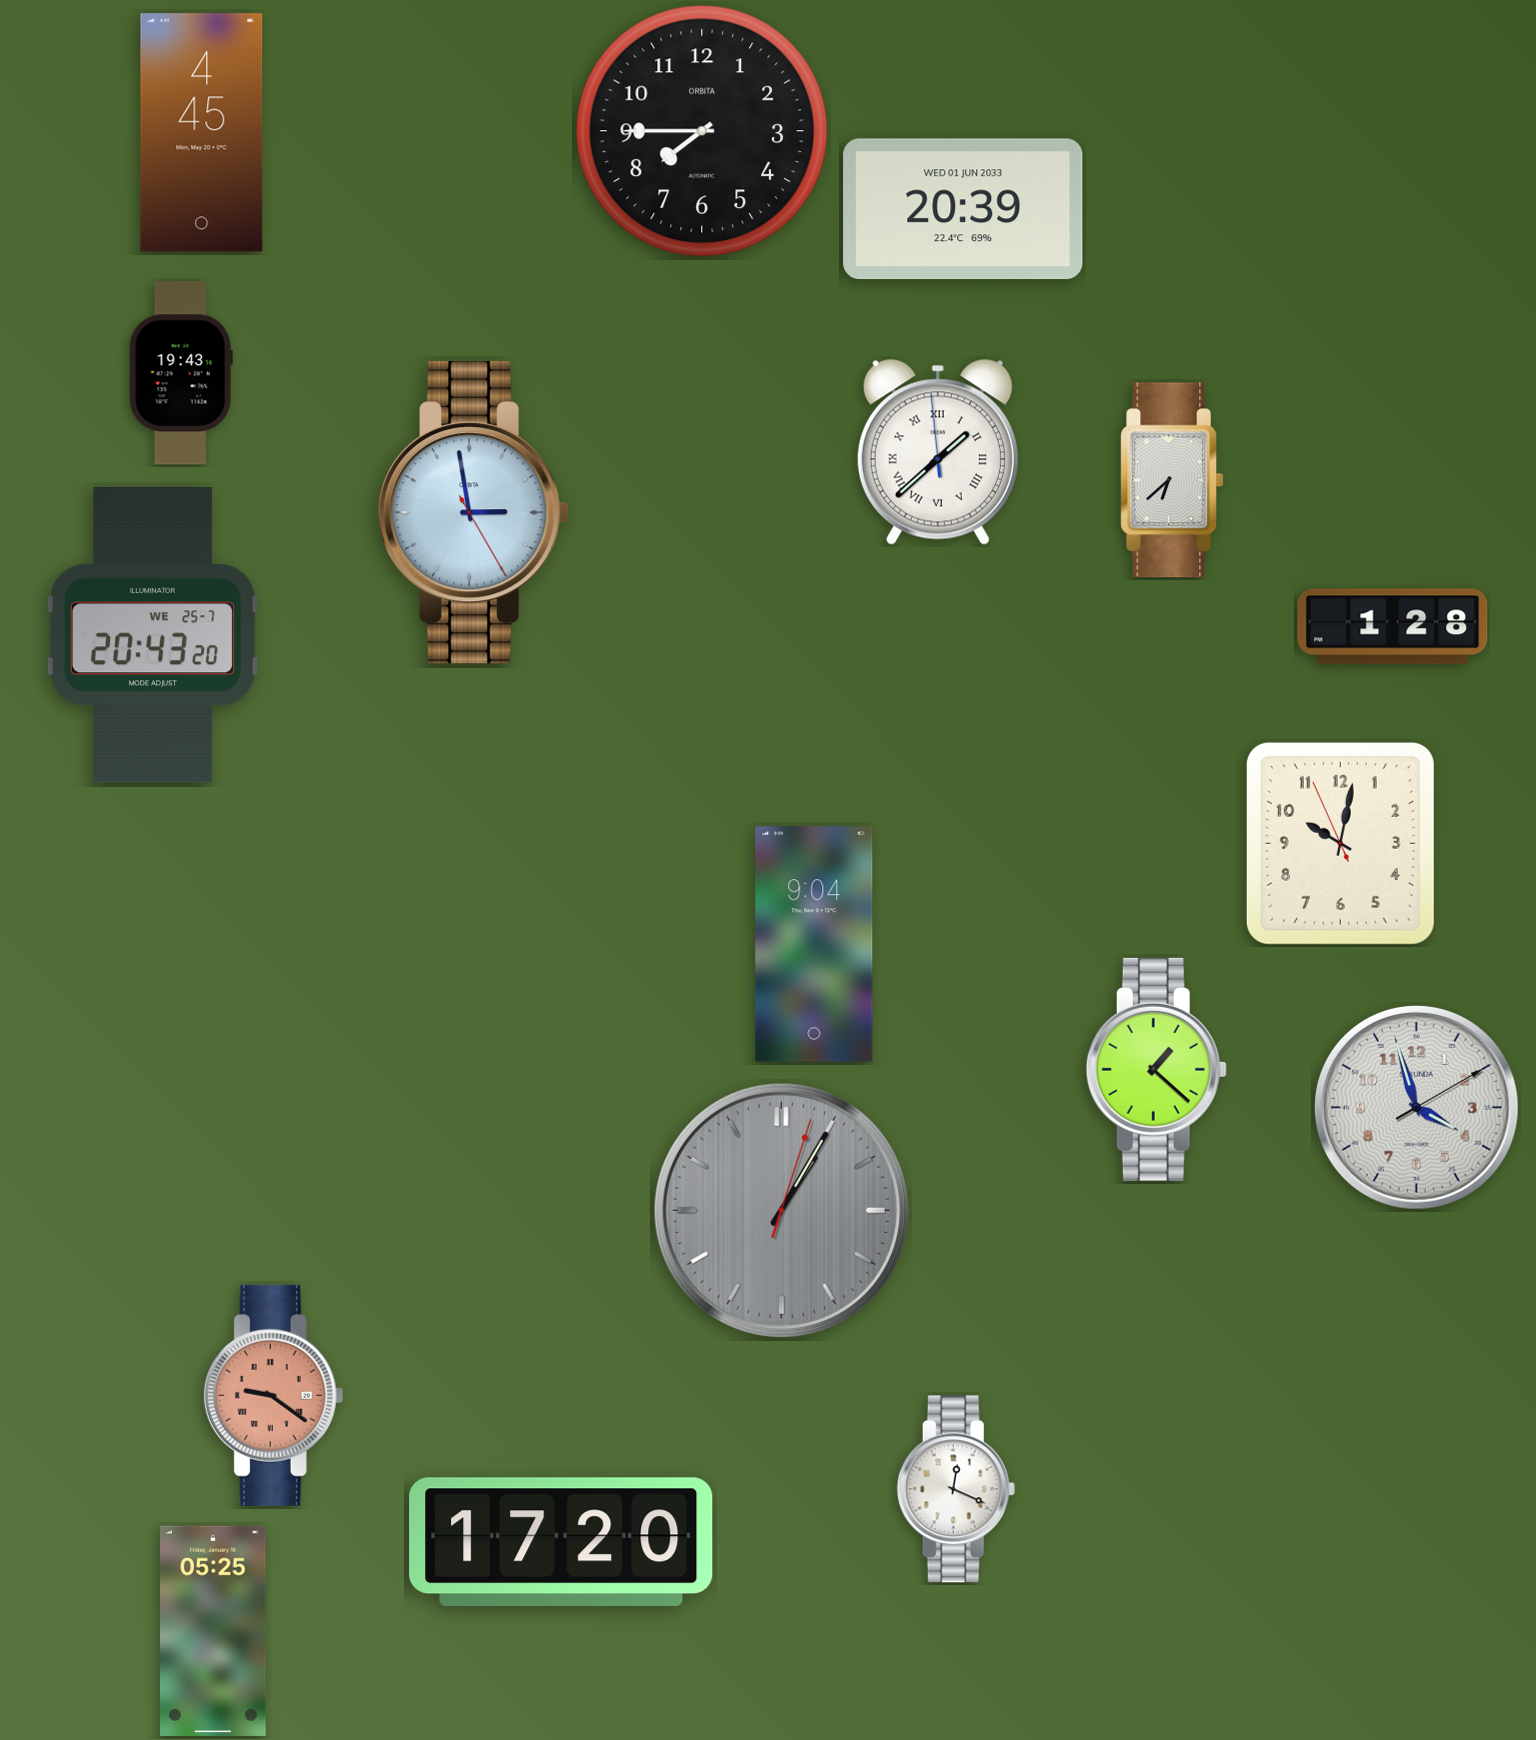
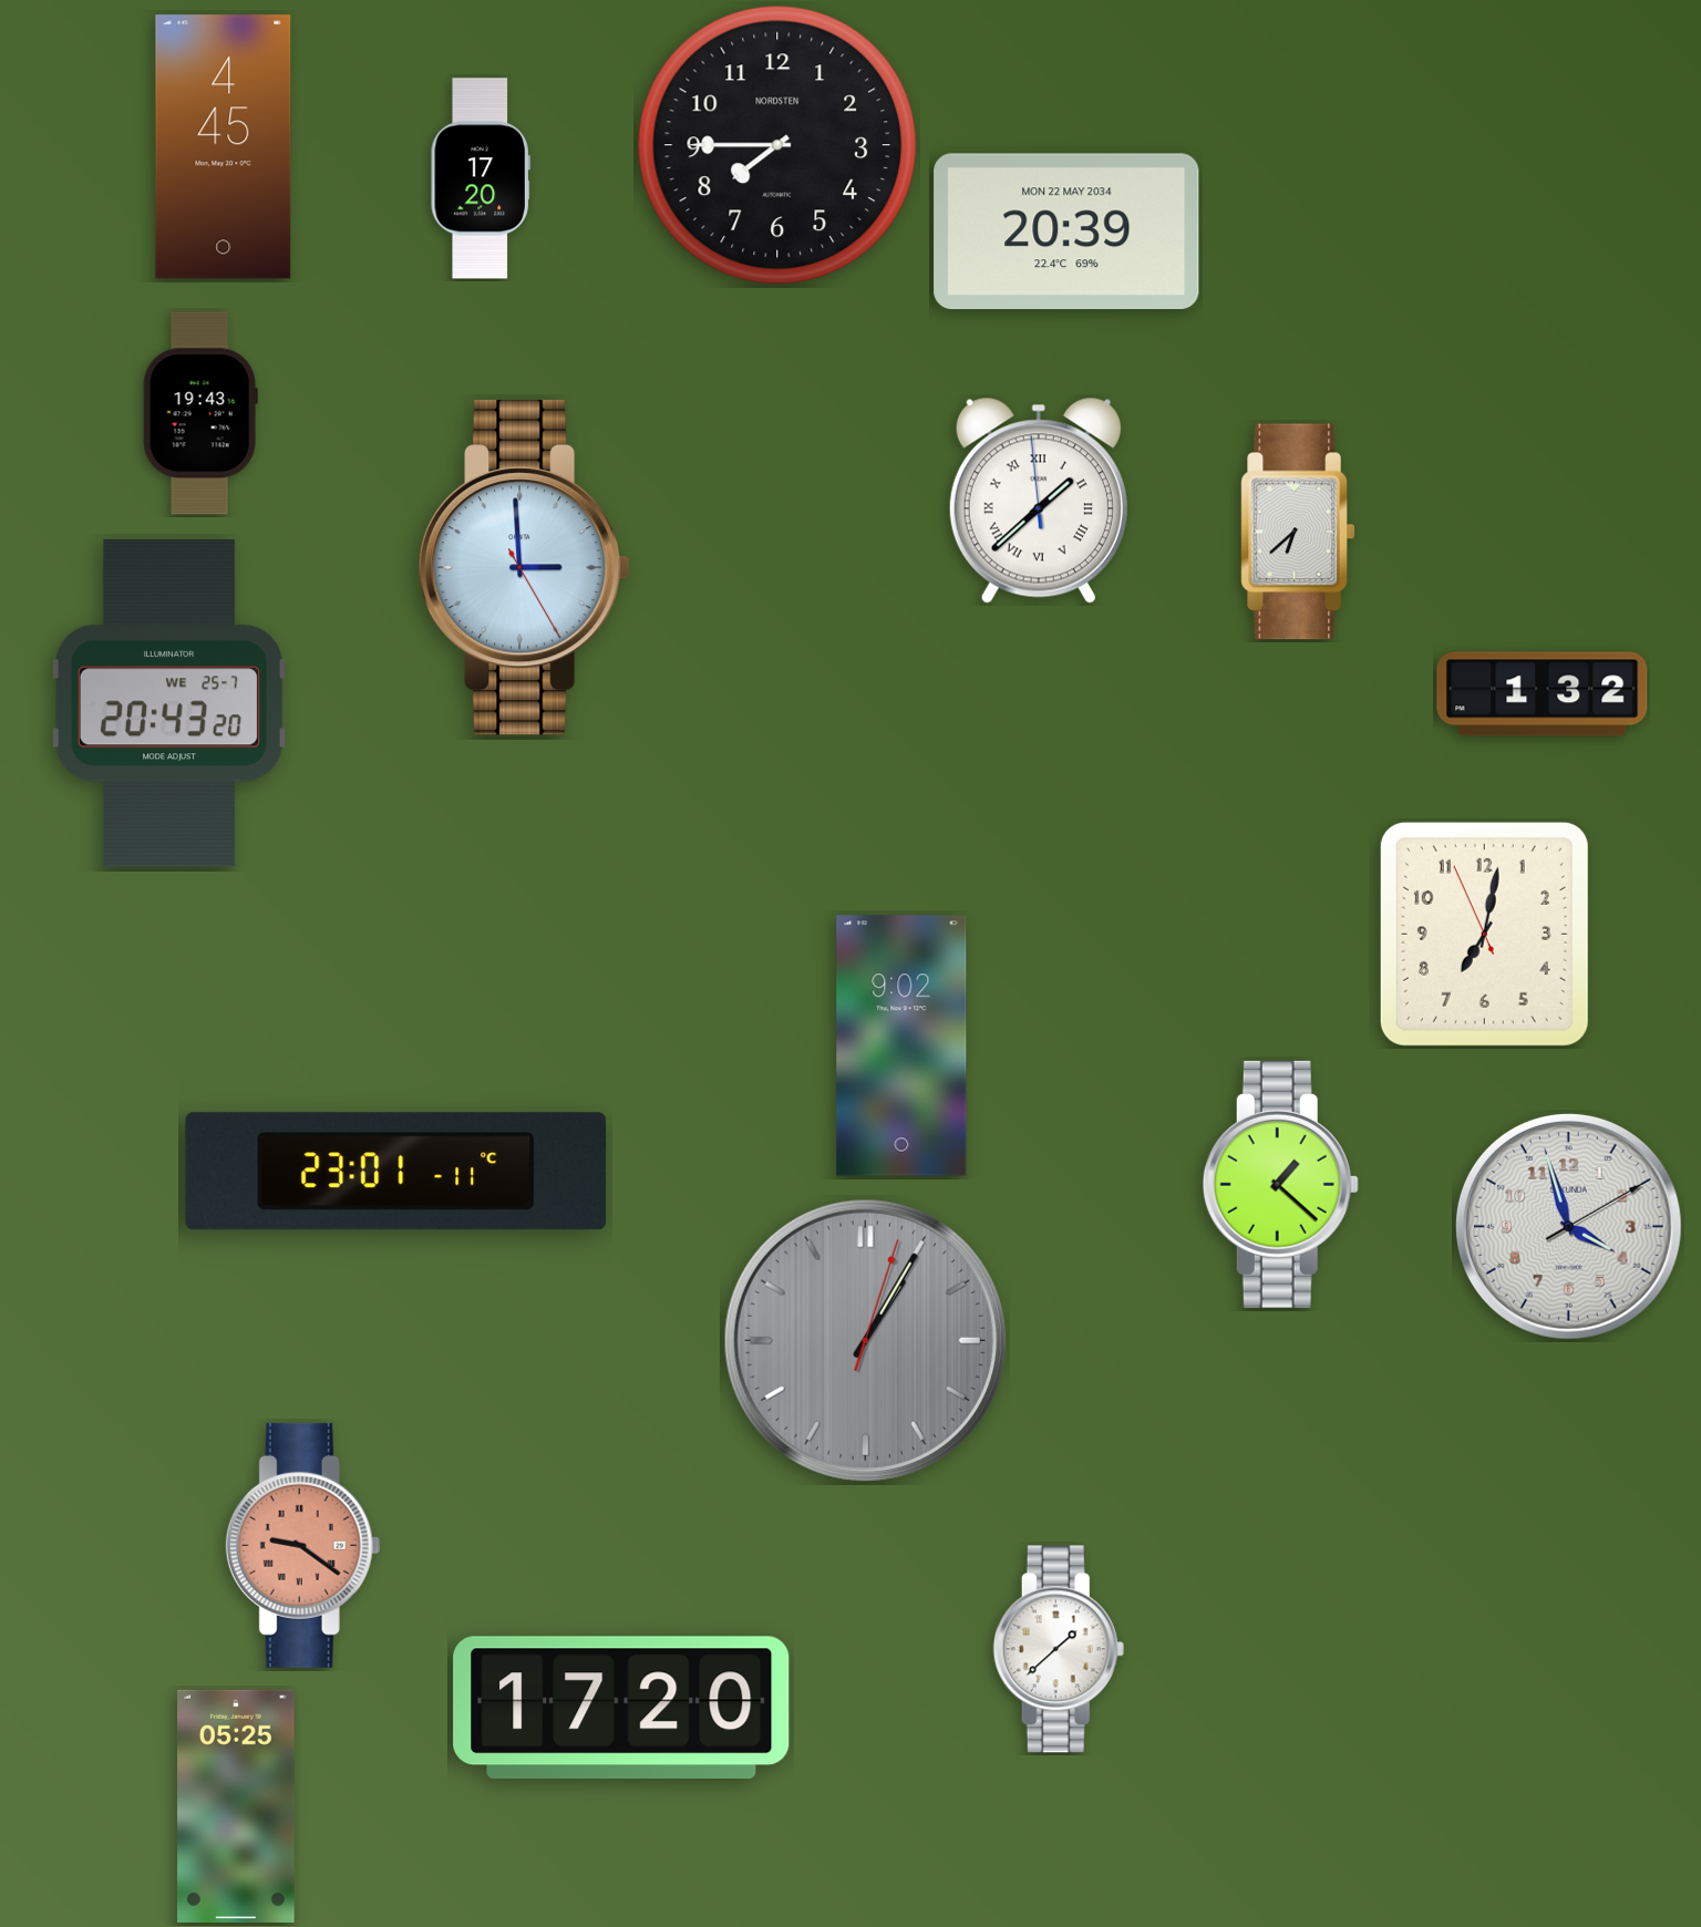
clock at (701, 130) brand: ORBITA -> NORDSTEN
clock at (481, 178): none -> 17:20
clock at (963, 209) date: WED 01 JUN 2033 -> MON 22 MAY 2034
clock at (475, 513): 2:58 -> 2:59
clock at (1393, 627): 1:28 -> 1:32
clock at (1340, 843): 10:01 -> 7:01
clock at (814, 944): 9:04 -> 9:02
clock at (396, 1172): none -> 23:01
clock at (956, 1489): 12:19 -> 1:38
